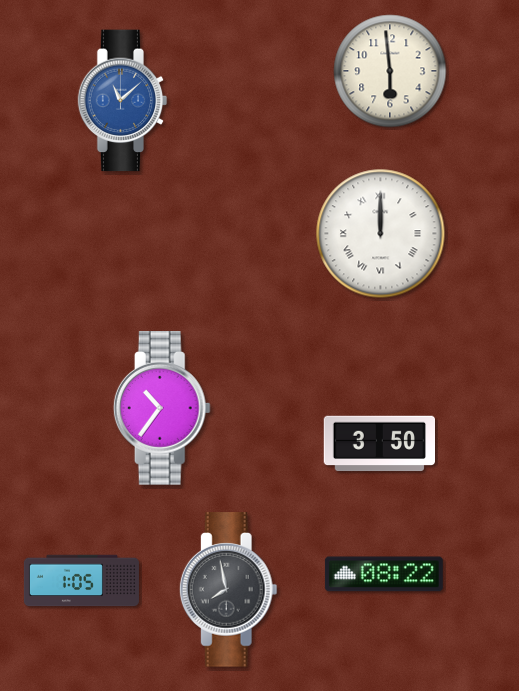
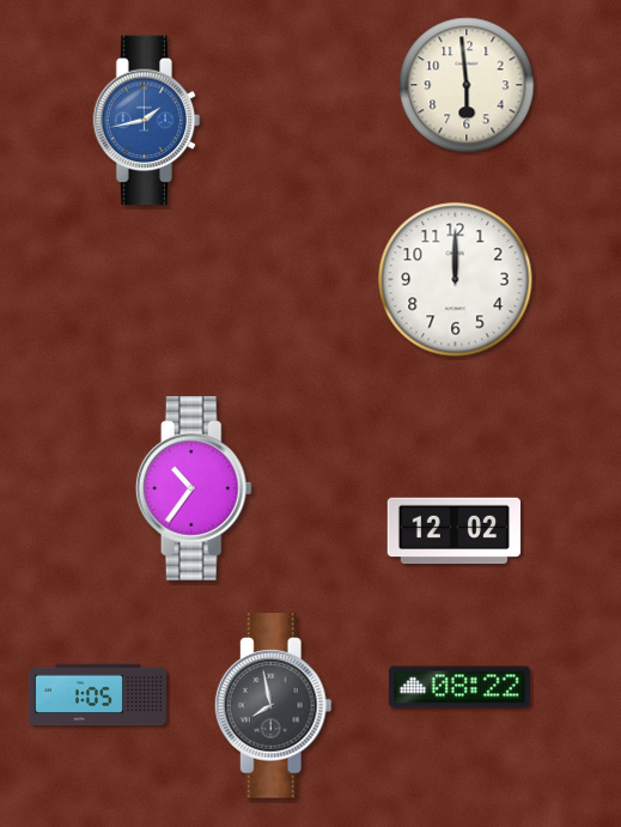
clock at (123, 101): 11:08 -> 1:43
clock at (381, 234) numerals: Roman -> Arabic
clock at (380, 444): 3:50 -> 12:02
